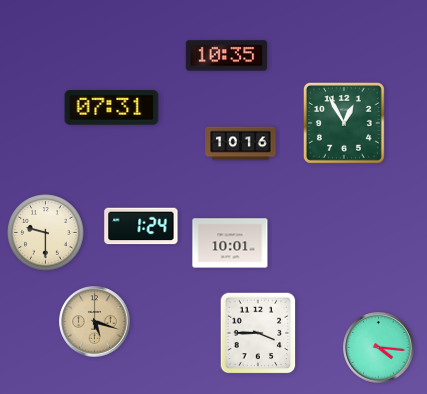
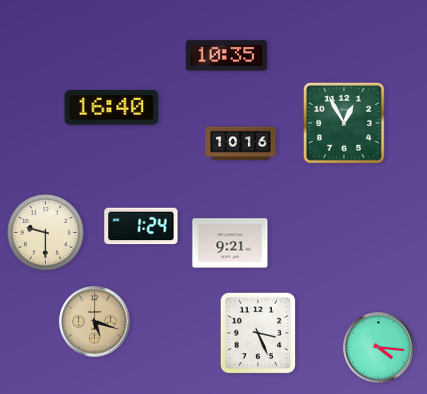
clock at (112, 108): 07:31 -> 16:40
clock at (230, 243): 10:01 -> 9:21
clock at (258, 333): 3:45 -> 3:26
